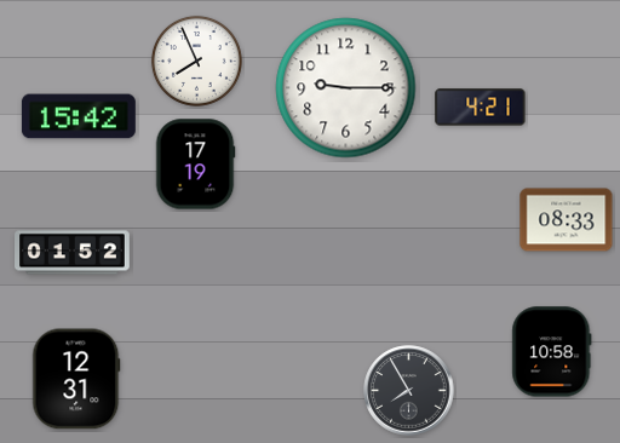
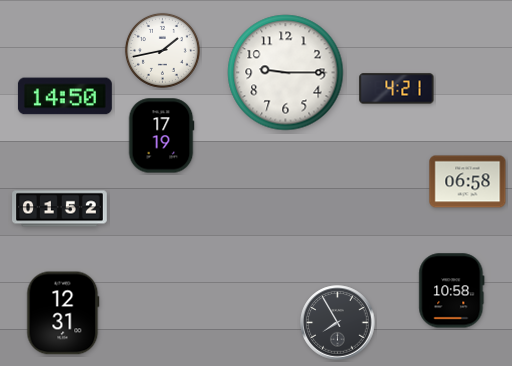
clock at (196, 61): 7:56 -> 1:43
clock at (79, 116): 15:42 -> 14:50
clock at (567, 220): 08:33 -> 06:58
clock at (552, 352) position: (552, 352) -> (452, 291)
